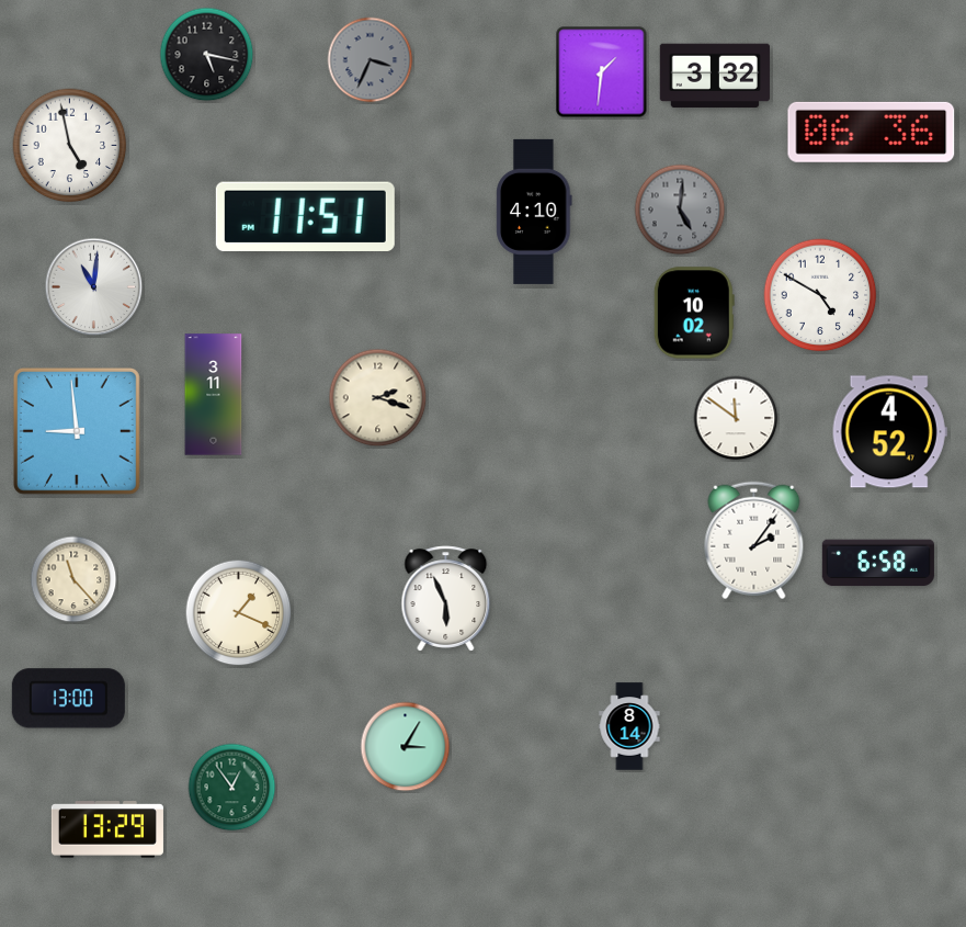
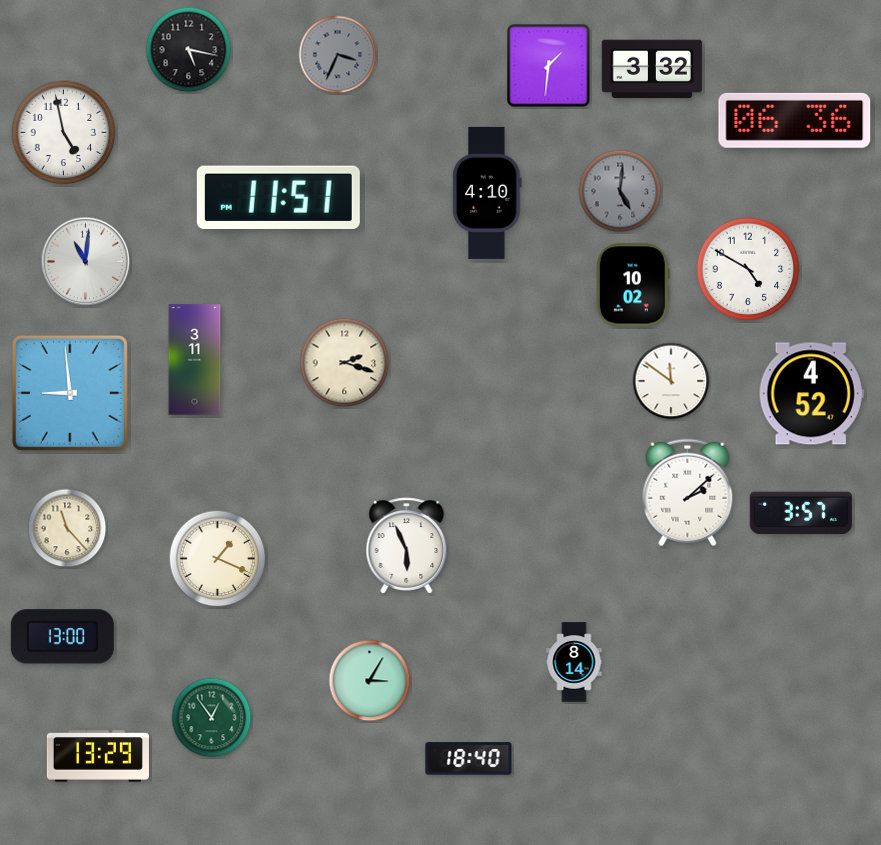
clock at (754, 541): 2:06 -> 2:08
clock at (878, 563): 6:58 -> 3:57
clock at (469, 759): none -> 18:40
